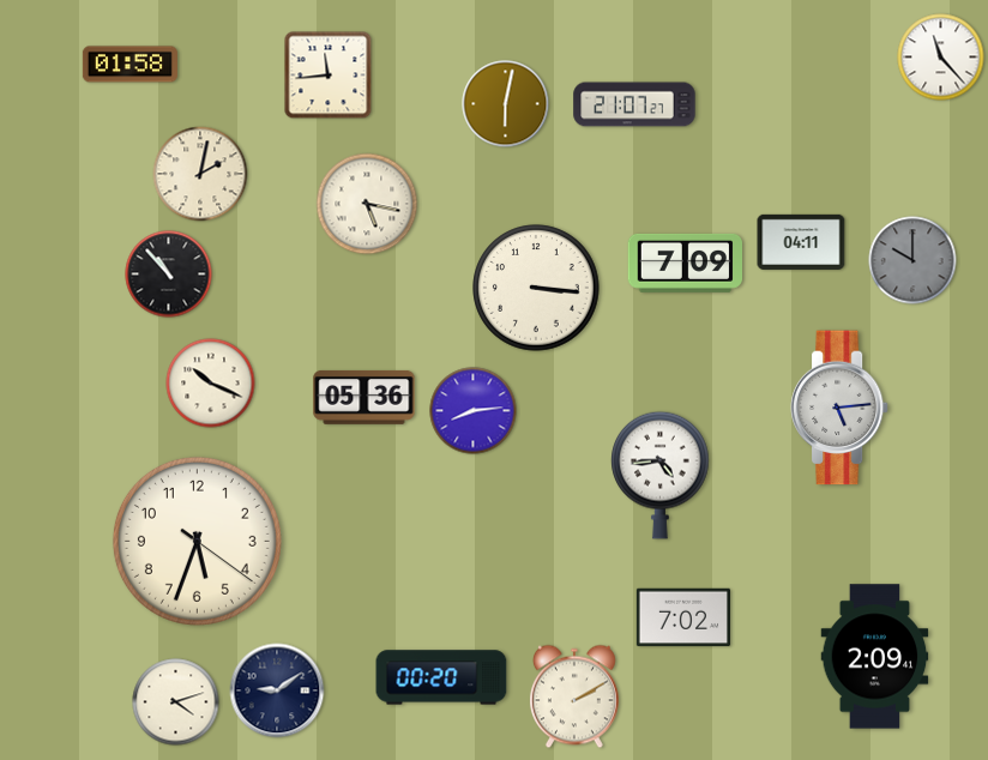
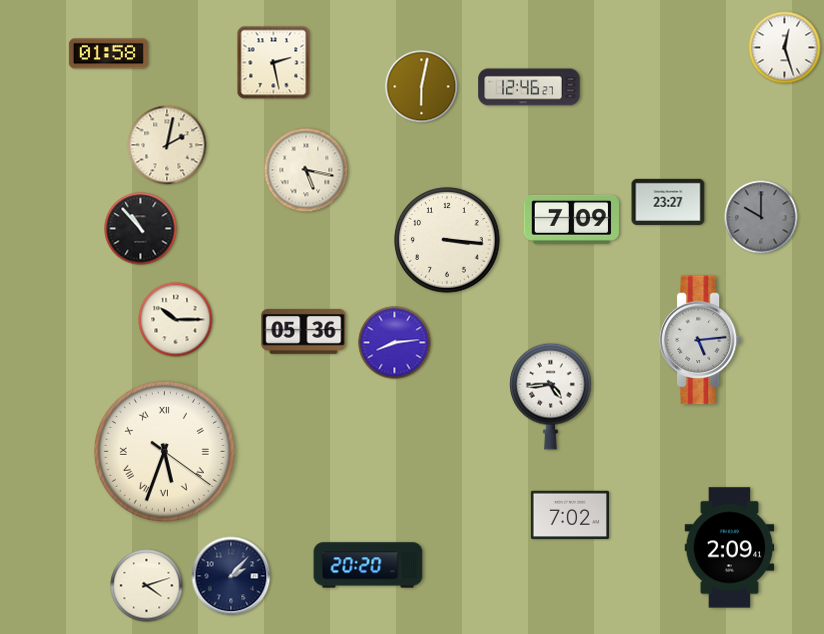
clock at (941, 58): 11:23 -> 12:27
clock at (329, 76): 11:44 -> 2:28
clock at (634, 104): 21:07 -> 12:46
clock at (801, 242): 04:11 -> 23:27
clock at (211, 384): 10:19 -> 10:15
clock at (197, 541) numerals: Arabic -> Roman
clock at (441, 677): 00:20 -> 20:20
clock at (277, 690): 9:09 -> 2:07
clock at (574, 696): 2:10 -> none
